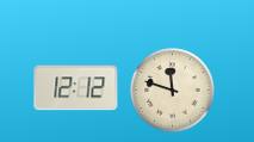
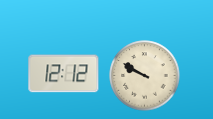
clock at (173, 91): 11:48 -> 9:50
